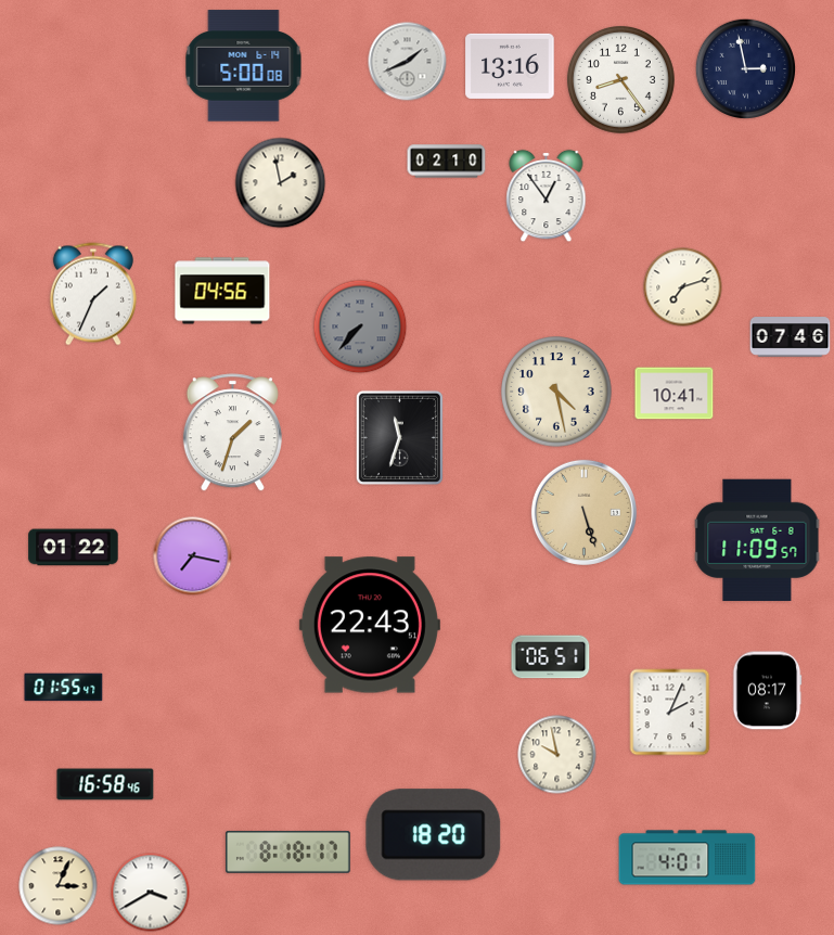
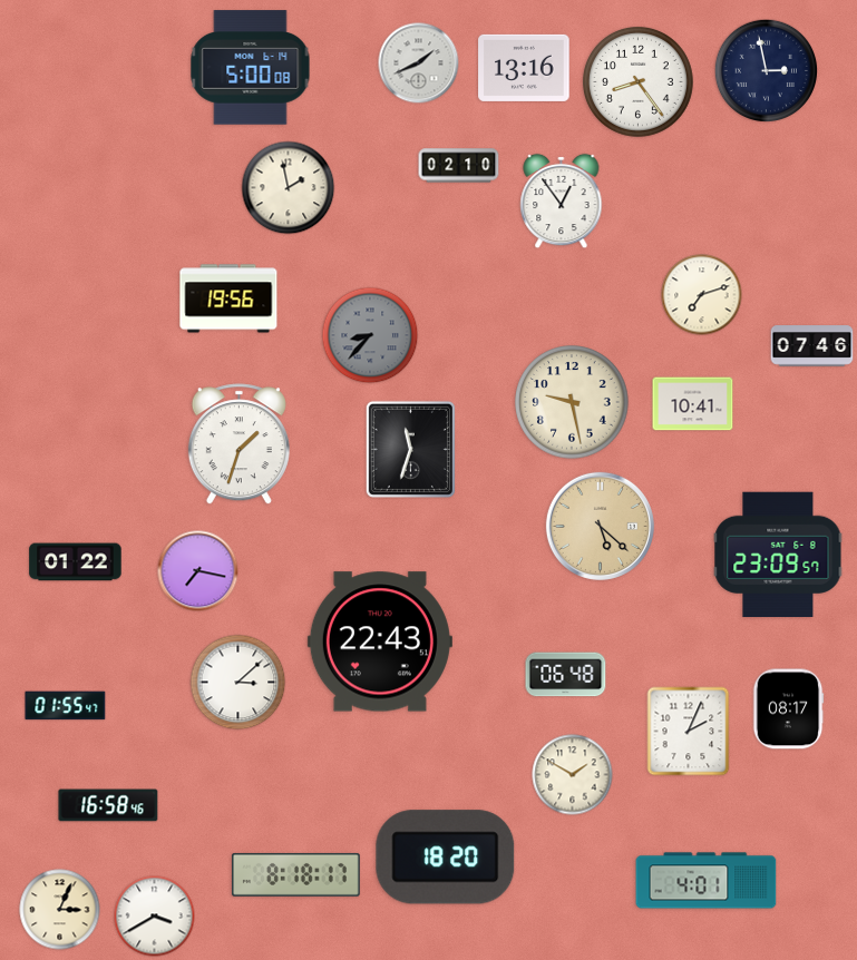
clock at (222, 291): 04:56 -> 19:56
clock at (93, 294): 1:34 -> none
clock at (360, 326): 7:37 -> 8:37
clock at (556, 392): 4:28 -> 9:28
clock at (583, 512): 5:27 -> 5:22
clock at (757, 539): 11:09 -> 23:09
clock at (551, 657): 06:51 -> 06:48
clock at (238, 683): none -> 3:08
clock at (557, 755): 9:58 -> 1:50
